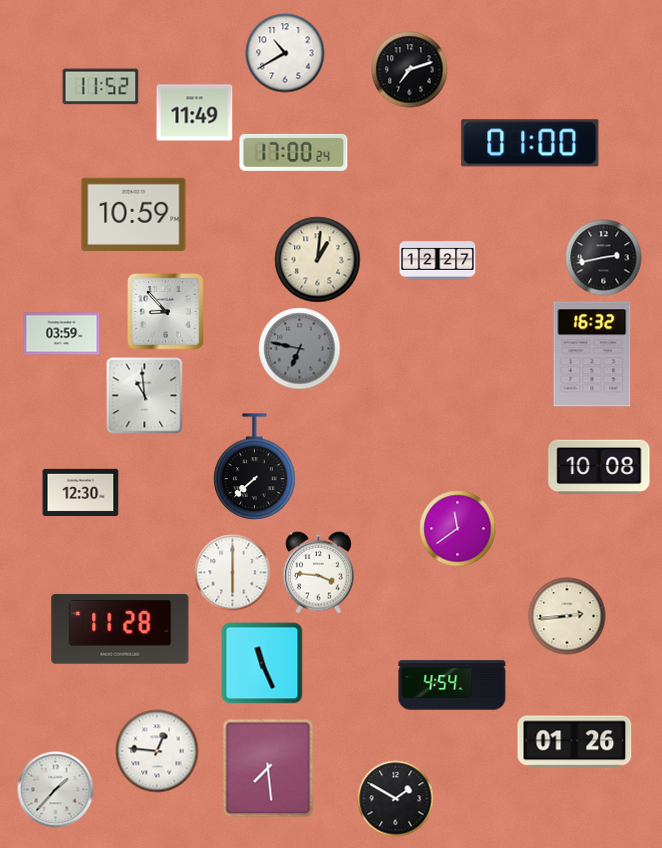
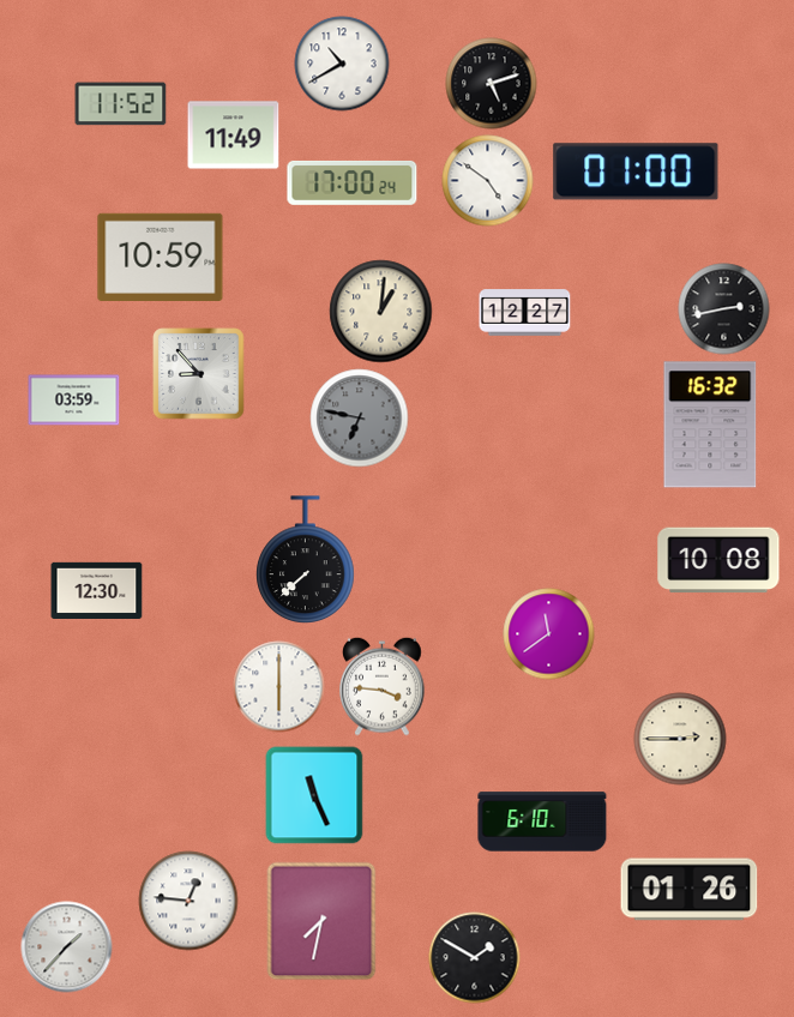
clock at (410, 70): 7:12 -> 5:12
clock at (488, 181): none -> 4:51
clock at (145, 396): 10:59 -> none
clock at (567, 616): 2:44 -> 2:45
clock at (120, 629): 11:28 -> none
clock at (452, 685): 4:54 -> 6:10
clock at (268, 768): 7:29 -> 7:32
